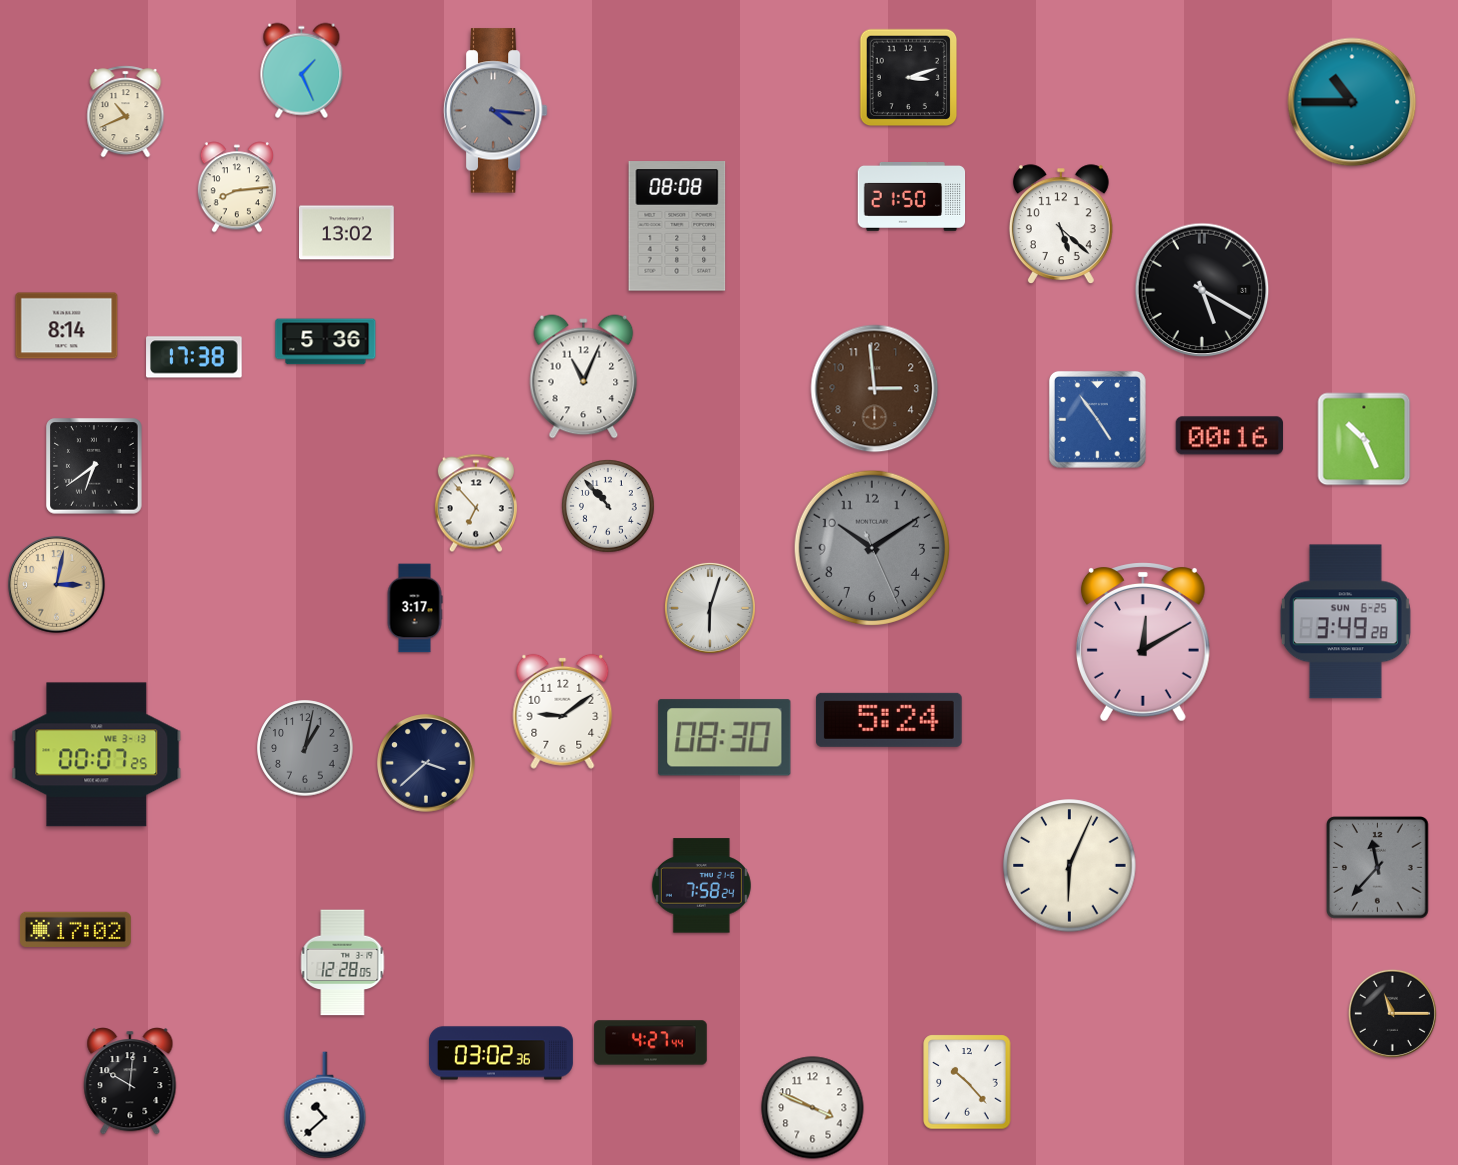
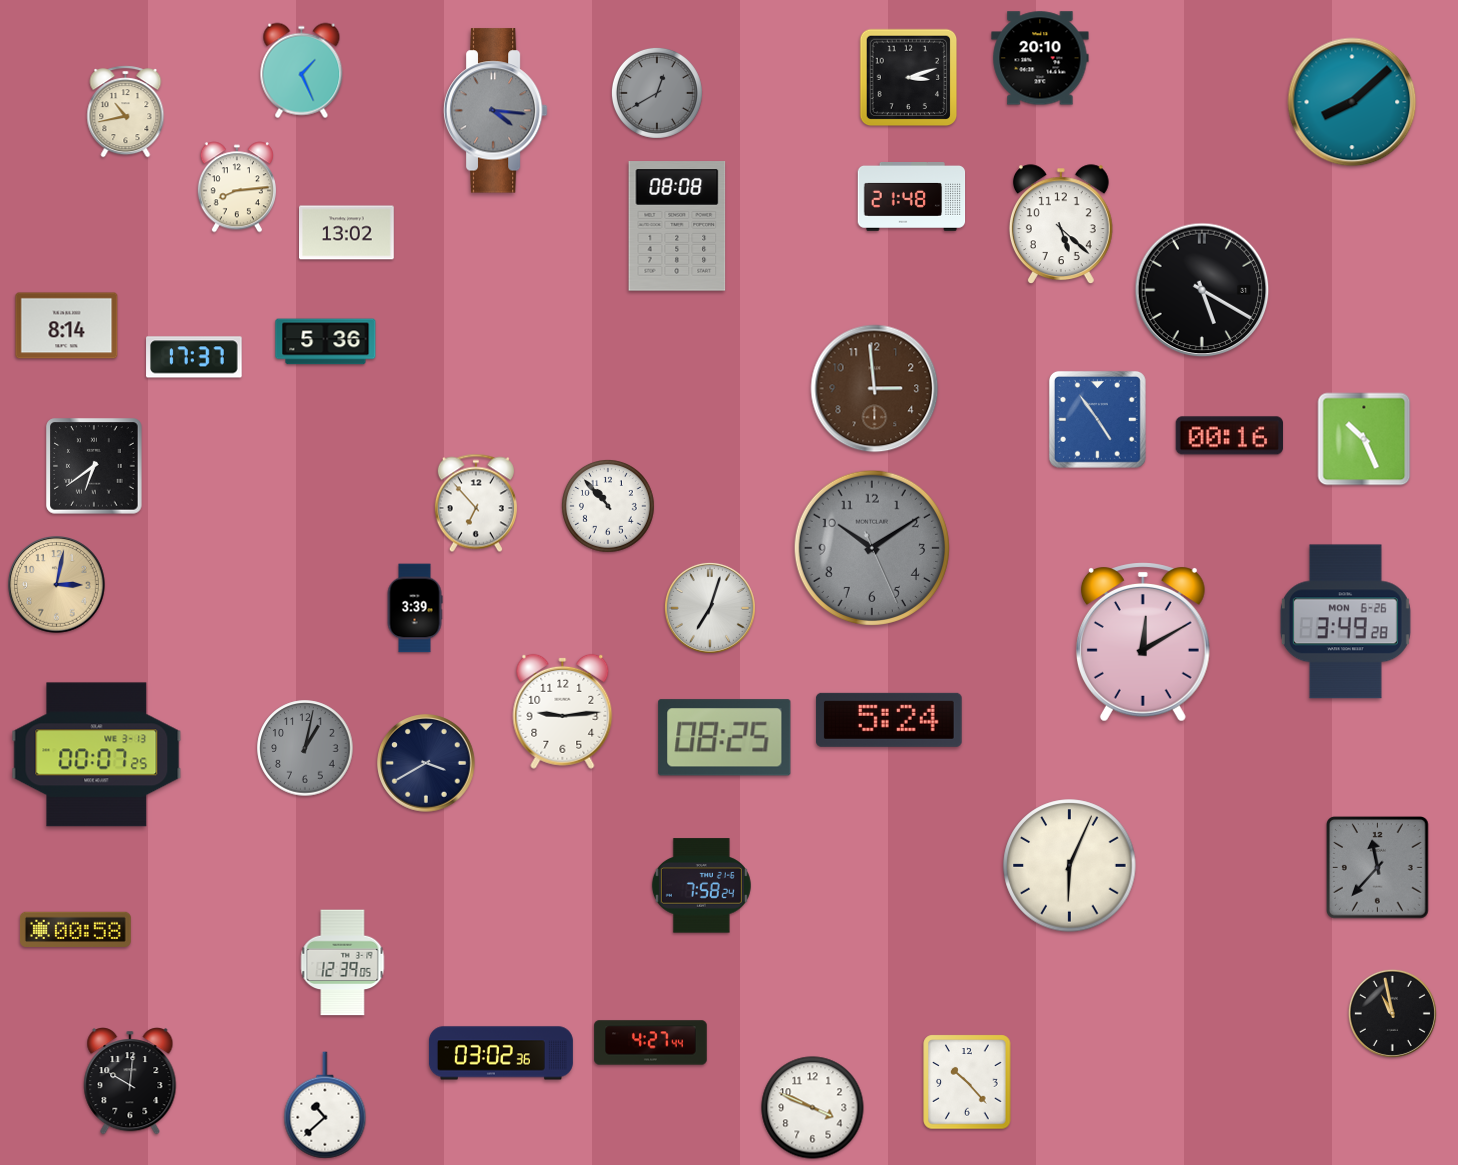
clock at (1040, 58): none -> 20:10
clock at (657, 93): none -> 12:40
clock at (1352, 102): 10:45 -> 8:08
clock at (126, 112): 10:41 -> 10:43
clock at (912, 197): 21:50 -> 21:48
clock at (194, 357): 17:38 -> 17:37
clock at (584, 377): 11:04 -> none
clock at (415, 608): 3:17 -> 3:39
clock at (710, 608): 6:03 -> 7:03
clock at (1345, 622) date: SUN 6-25 -> MON 6-26
clock at (563, 711): 9:09 -> 9:14
clock at (725, 738): 08:30 -> 08:25
clock at (426, 763): 3:38 -> 3:40
clock at (75, 929): 17:02 -> 00:58
clock at (343, 963): 12:28 -> 12:39
clock at (1392, 1013): 11:15 -> 10:58
